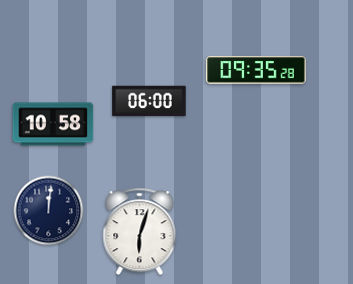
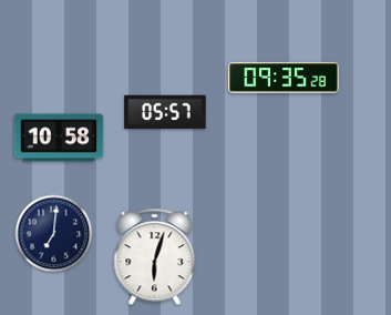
clock at (149, 101): 06:00 -> 05:57
clock at (49, 211): 12:01 -> 7:01
